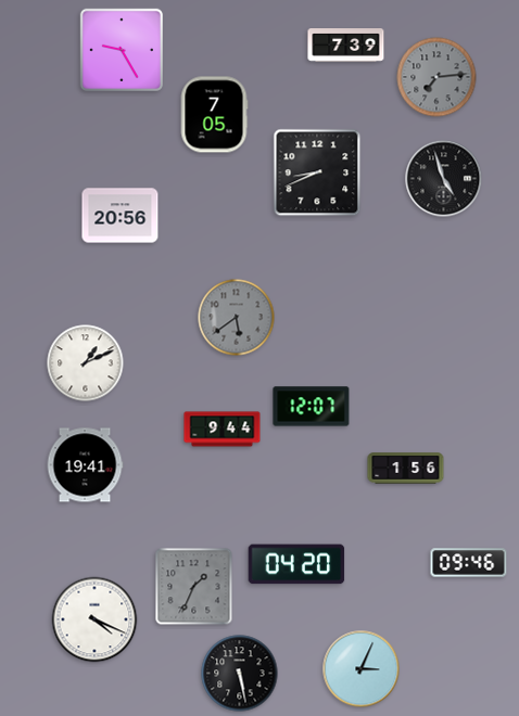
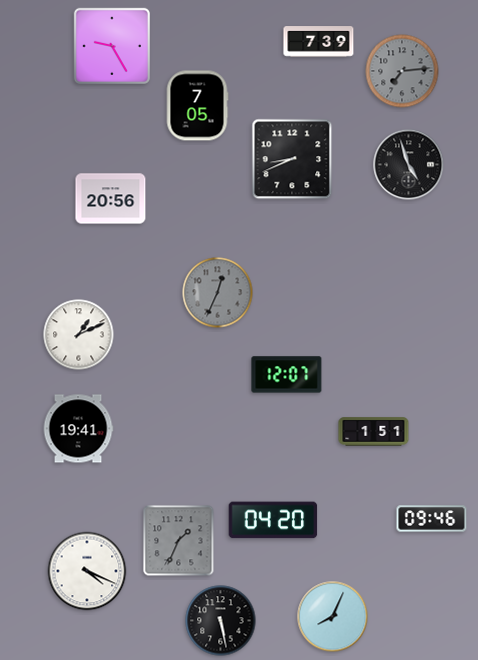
clock at (237, 318): 5:39 -> 12:34
clock at (223, 430): 9:44 -> none
clock at (406, 469): 1:56 -> 1:51
clock at (362, 669): 3:04 -> 8:04
